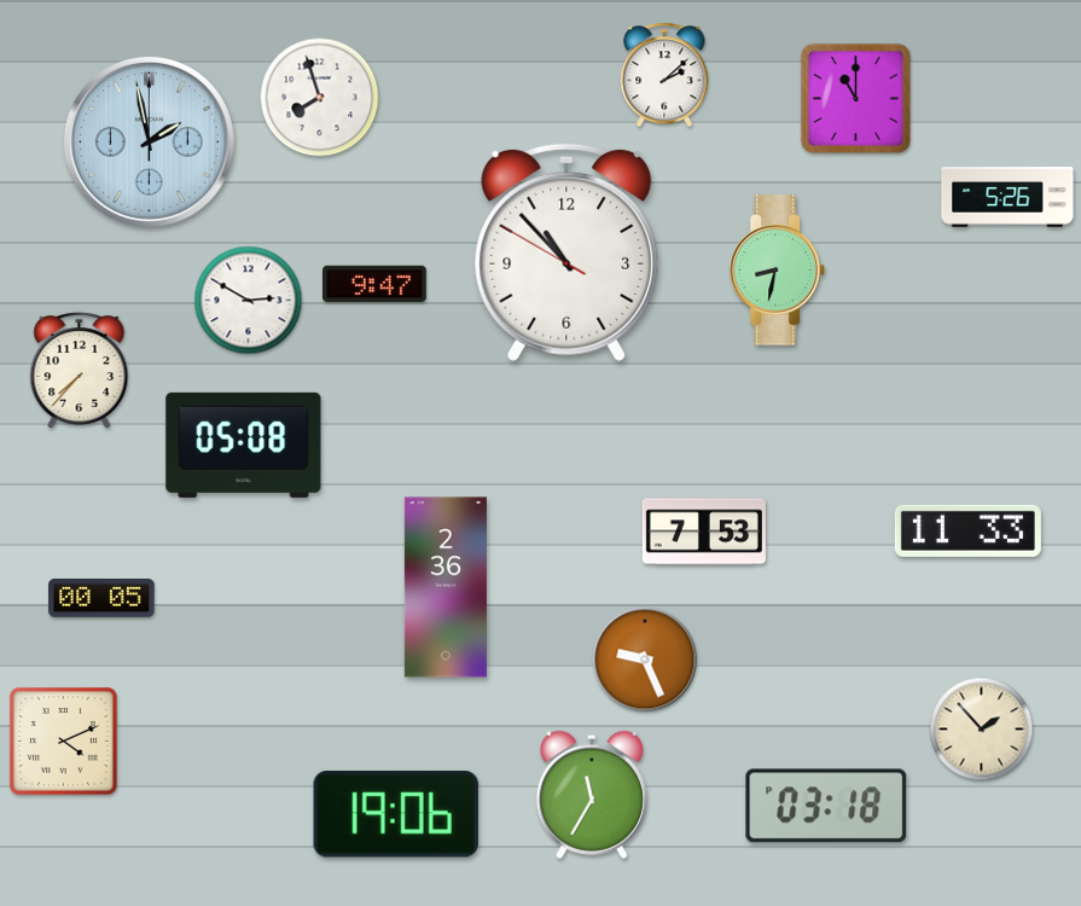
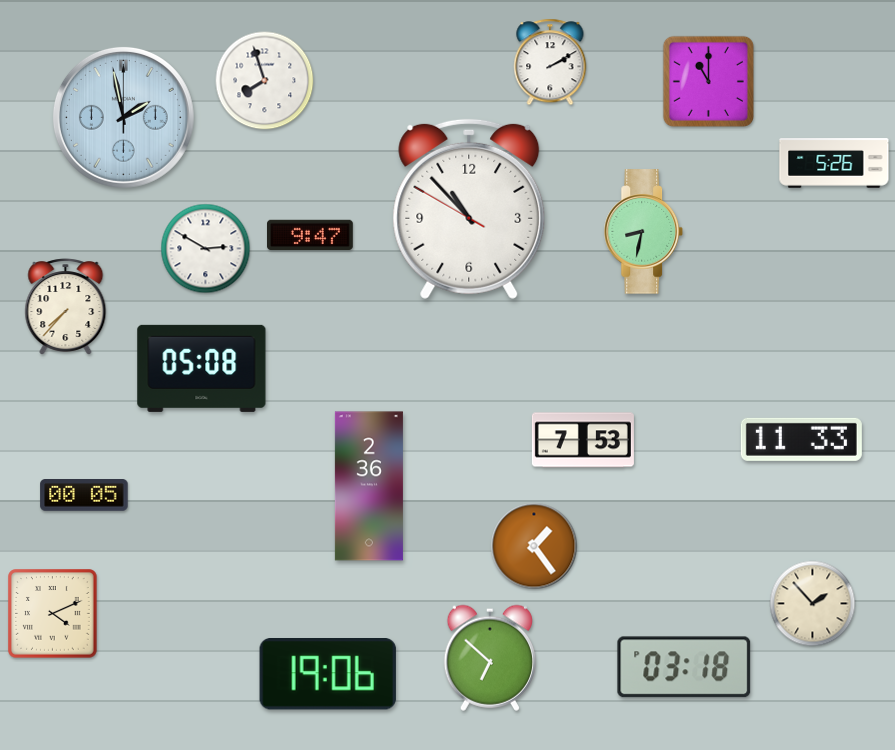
clock at (664, 75): 2:08 -> 2:10
clock at (778, 271) position: (778, 271) -> (644, 232)
clock at (645, 660): 9:26 -> 1:24
clock at (592, 795): 11:35 -> 6:52
